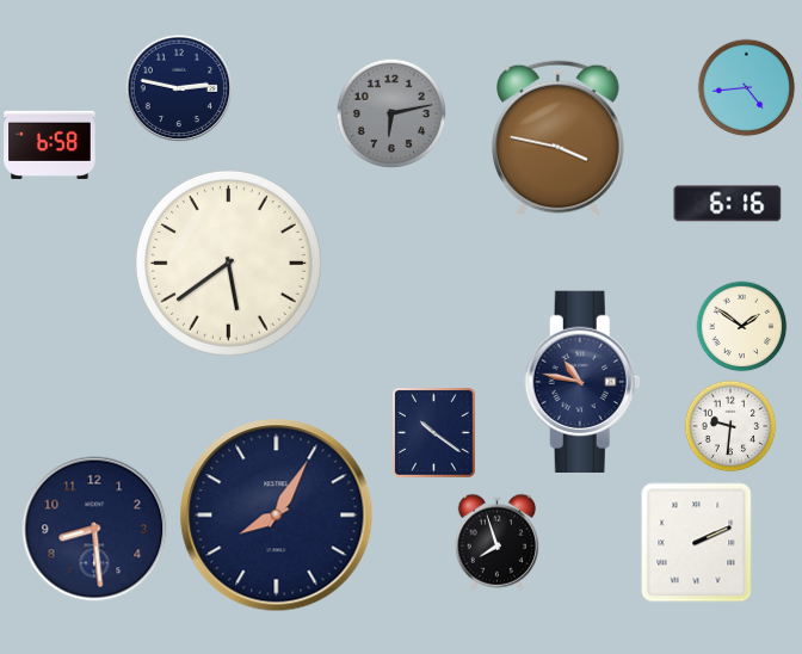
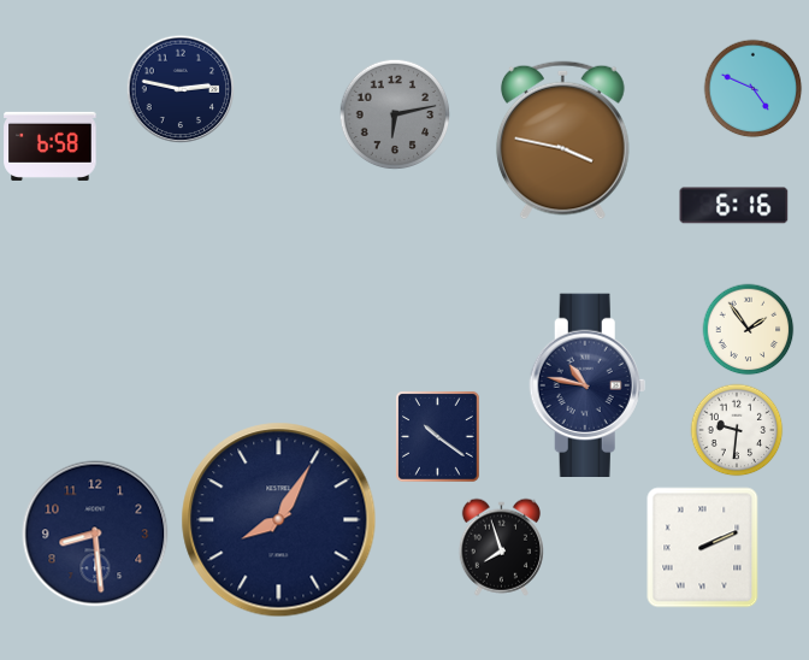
clock at (747, 88): 4:44 -> 4:49
clock at (228, 263): 5:39 -> none
clock at (742, 327): 1:51 -> 1:54
